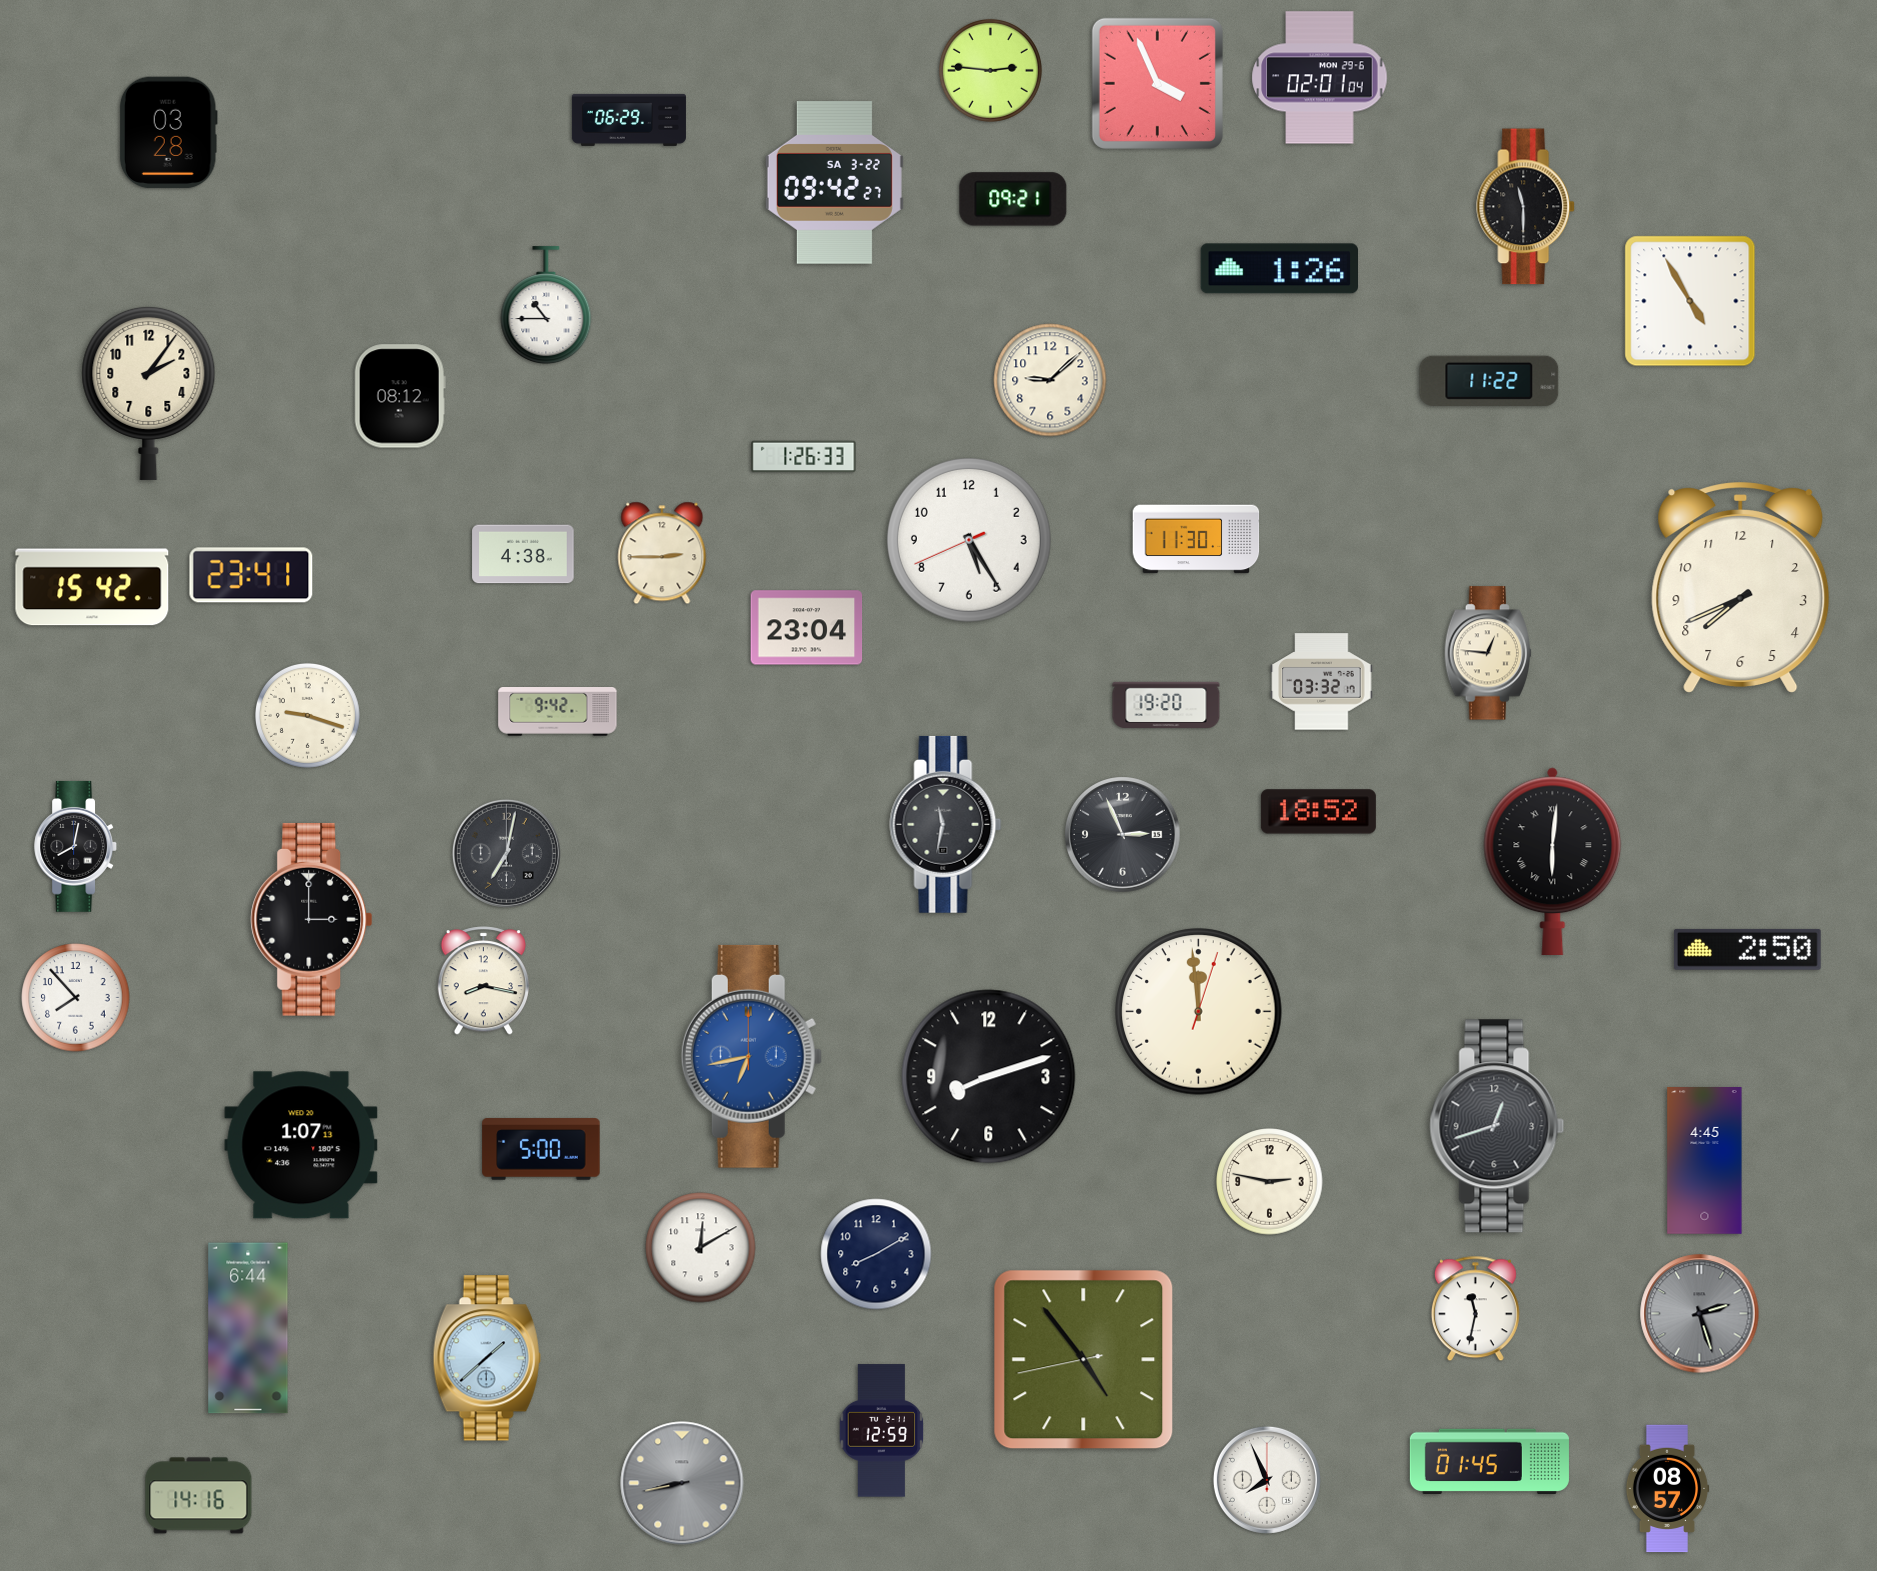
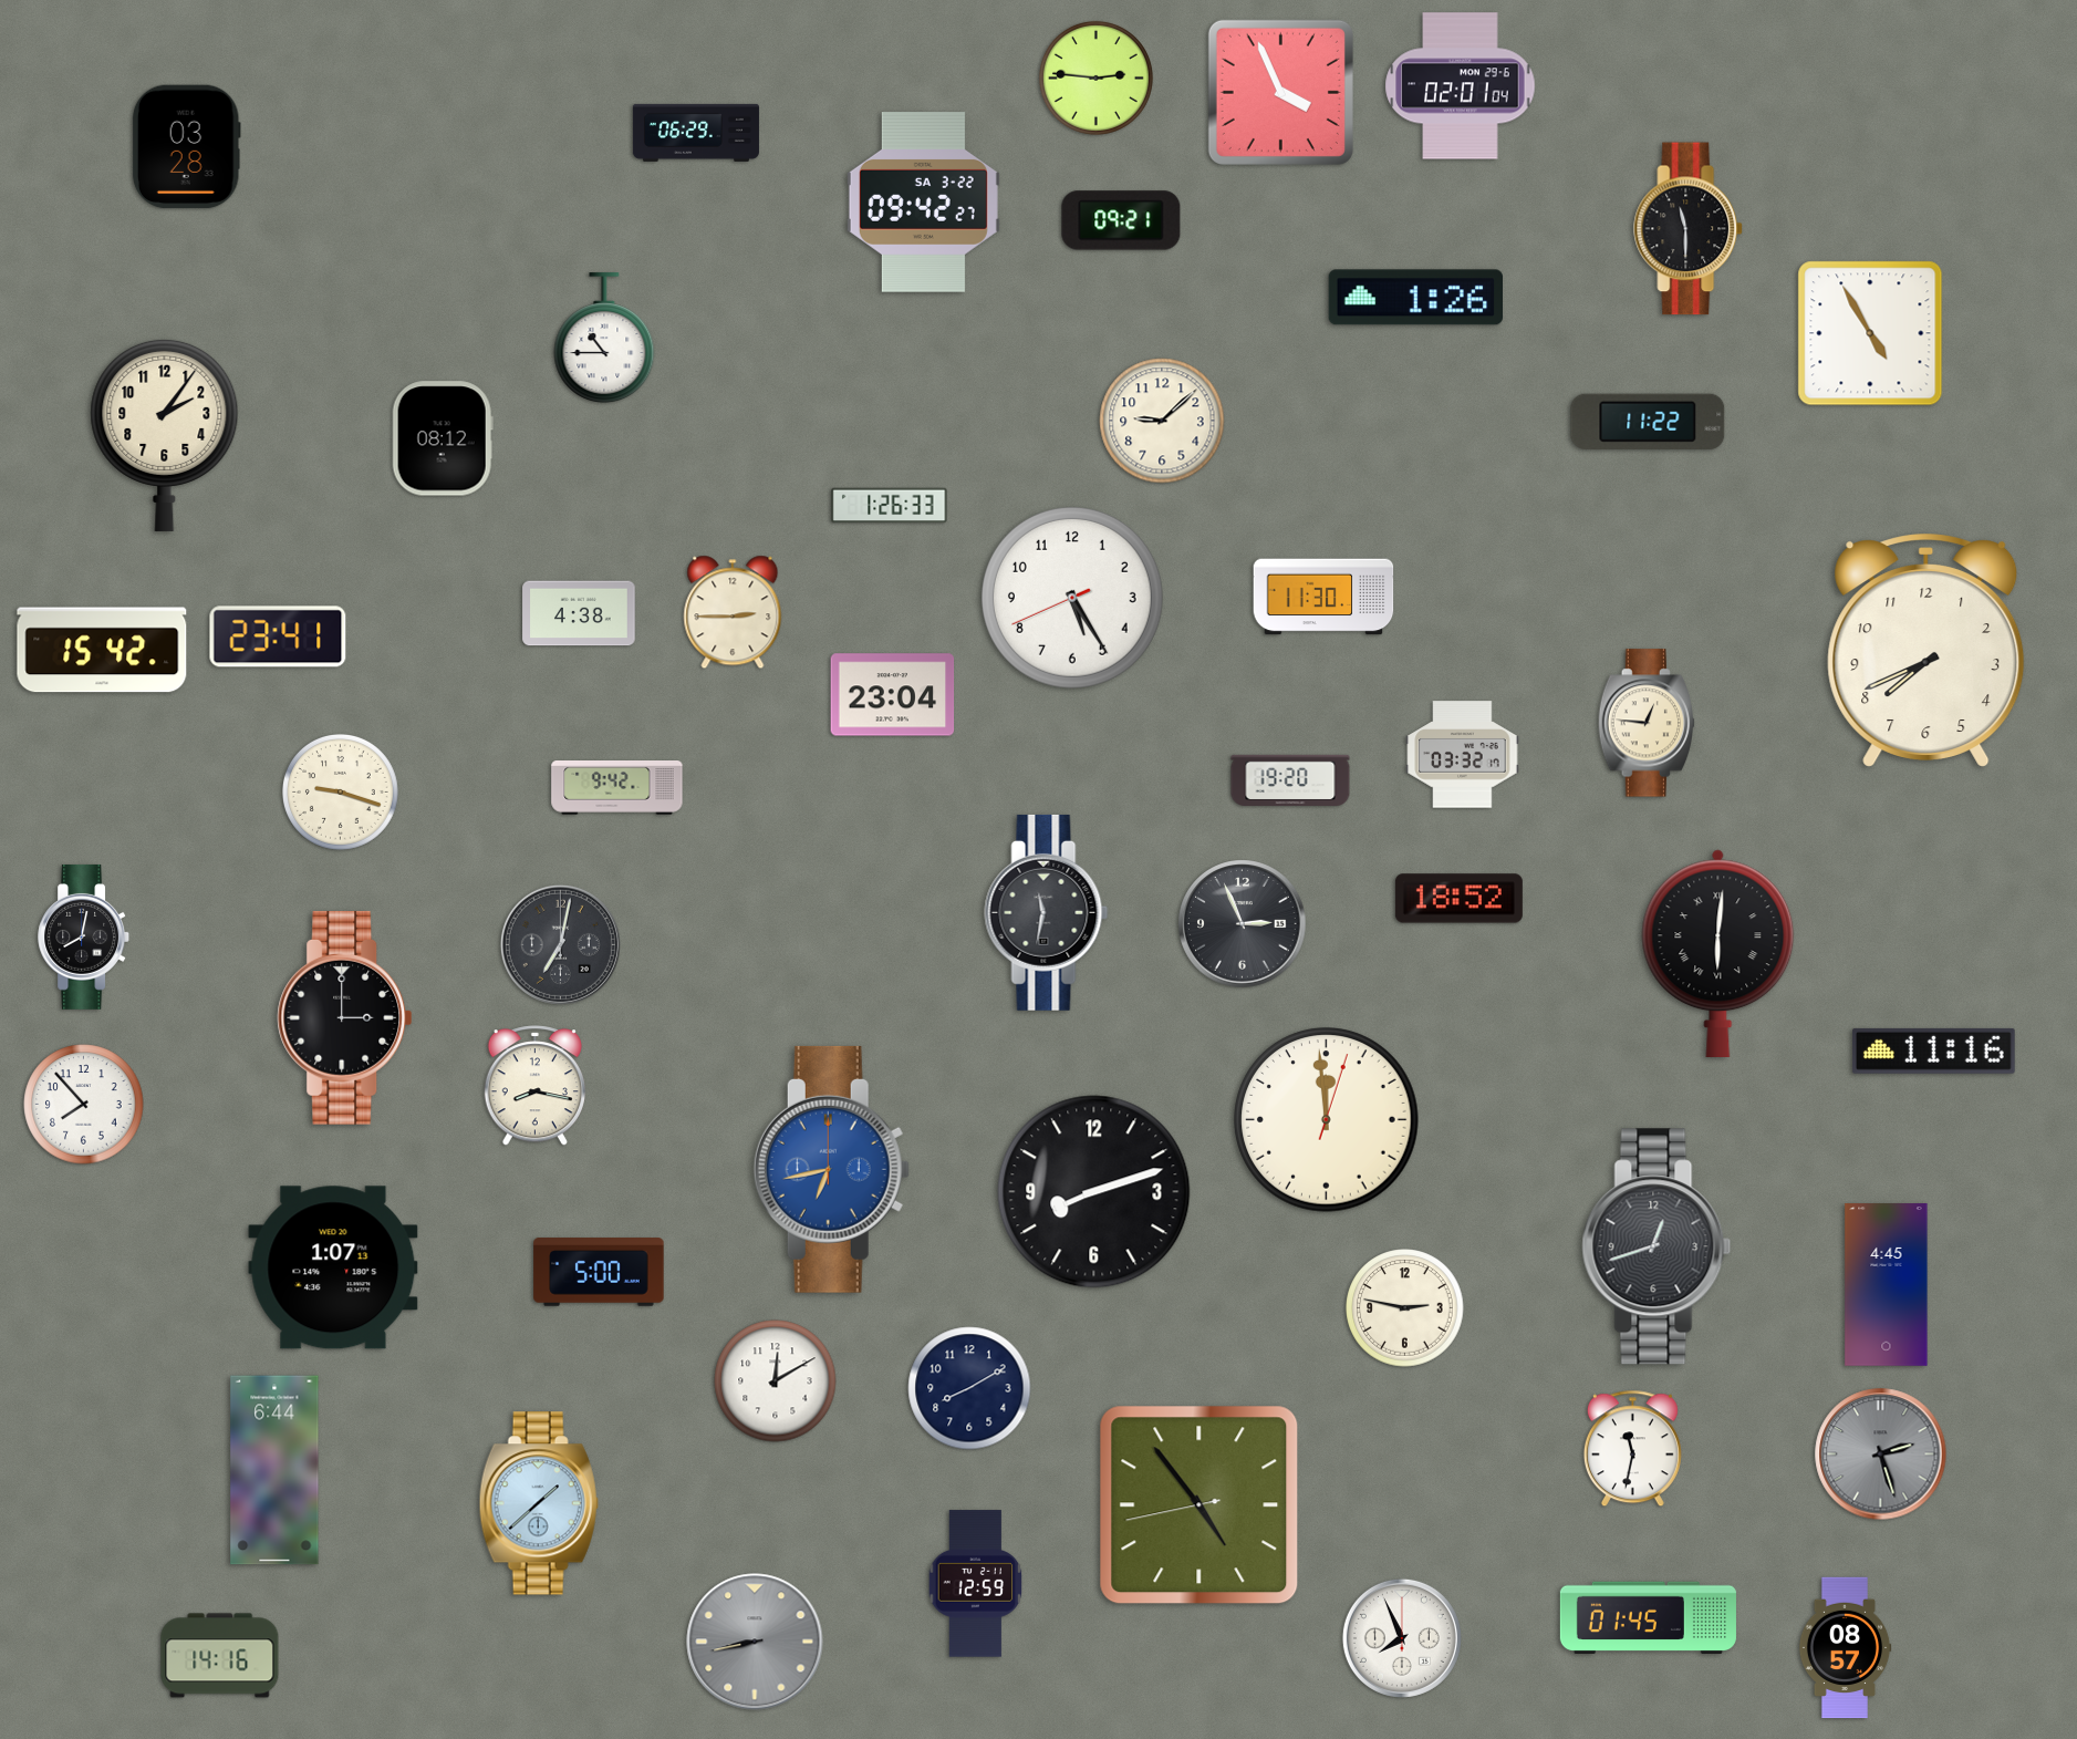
clock at (1747, 949): 2:50 -> 11:16
